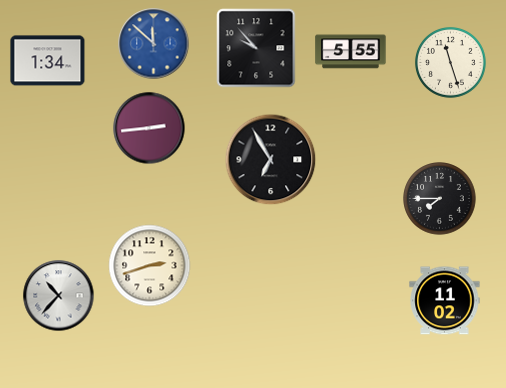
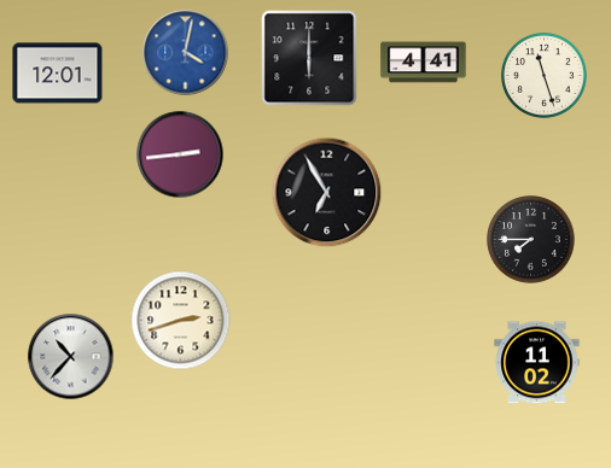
clock at (154, 44): 11:52 -> 4:02
clock at (256, 48): 9:53 -> 6:00
clock at (351, 52): 5:55 -> 4:41
clock at (48, 61): 1:34 -> 12:01
